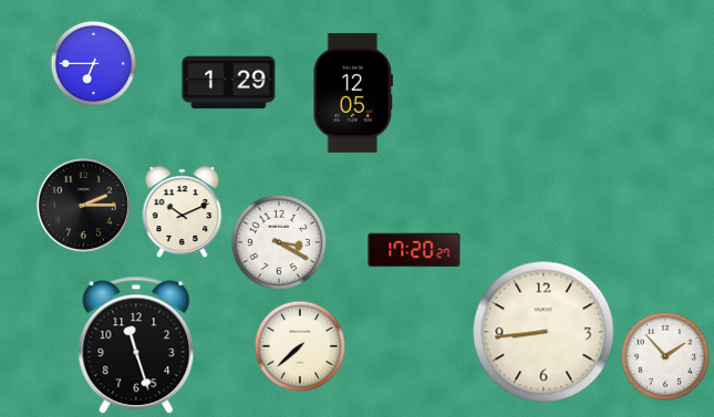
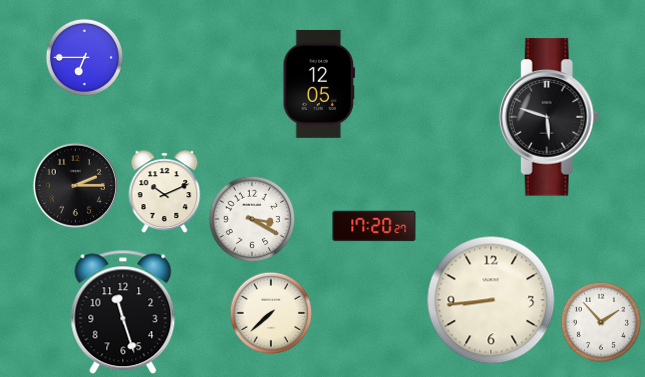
clock at (229, 83): 1:29 -> none
clock at (549, 117): none -> 5:48
